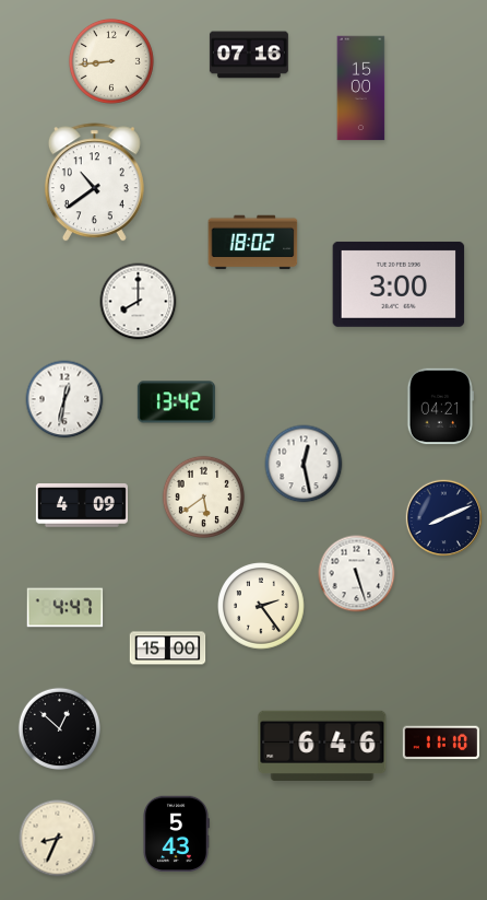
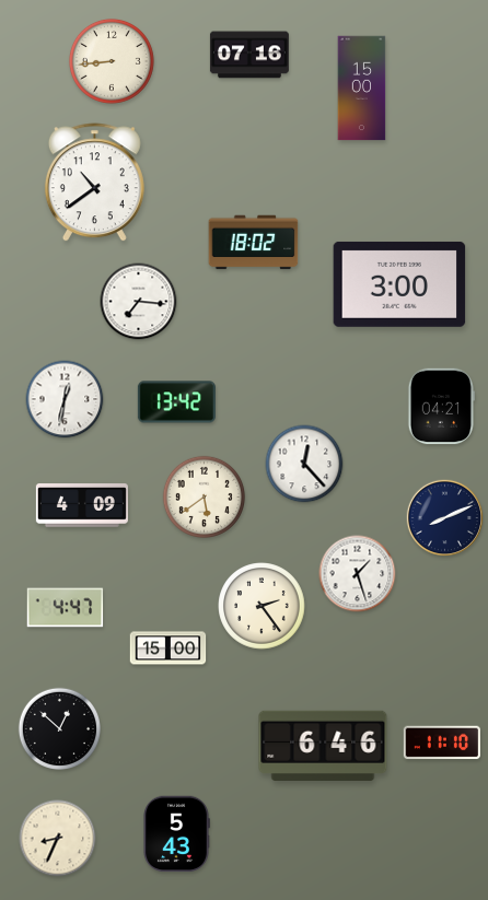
clock at (139, 302): 8:00 -> 7:16
clock at (304, 464): 12:28 -> 12:23
clock at (357, 574): 5:27 -> 1:27
